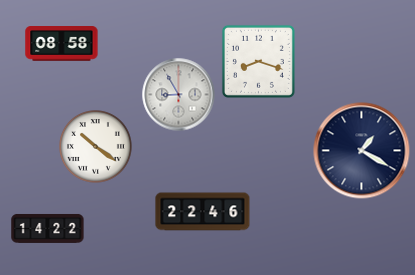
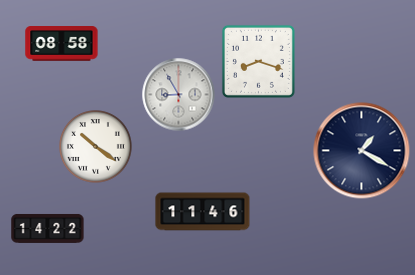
clock at (203, 212): 22:46 -> 11:46
